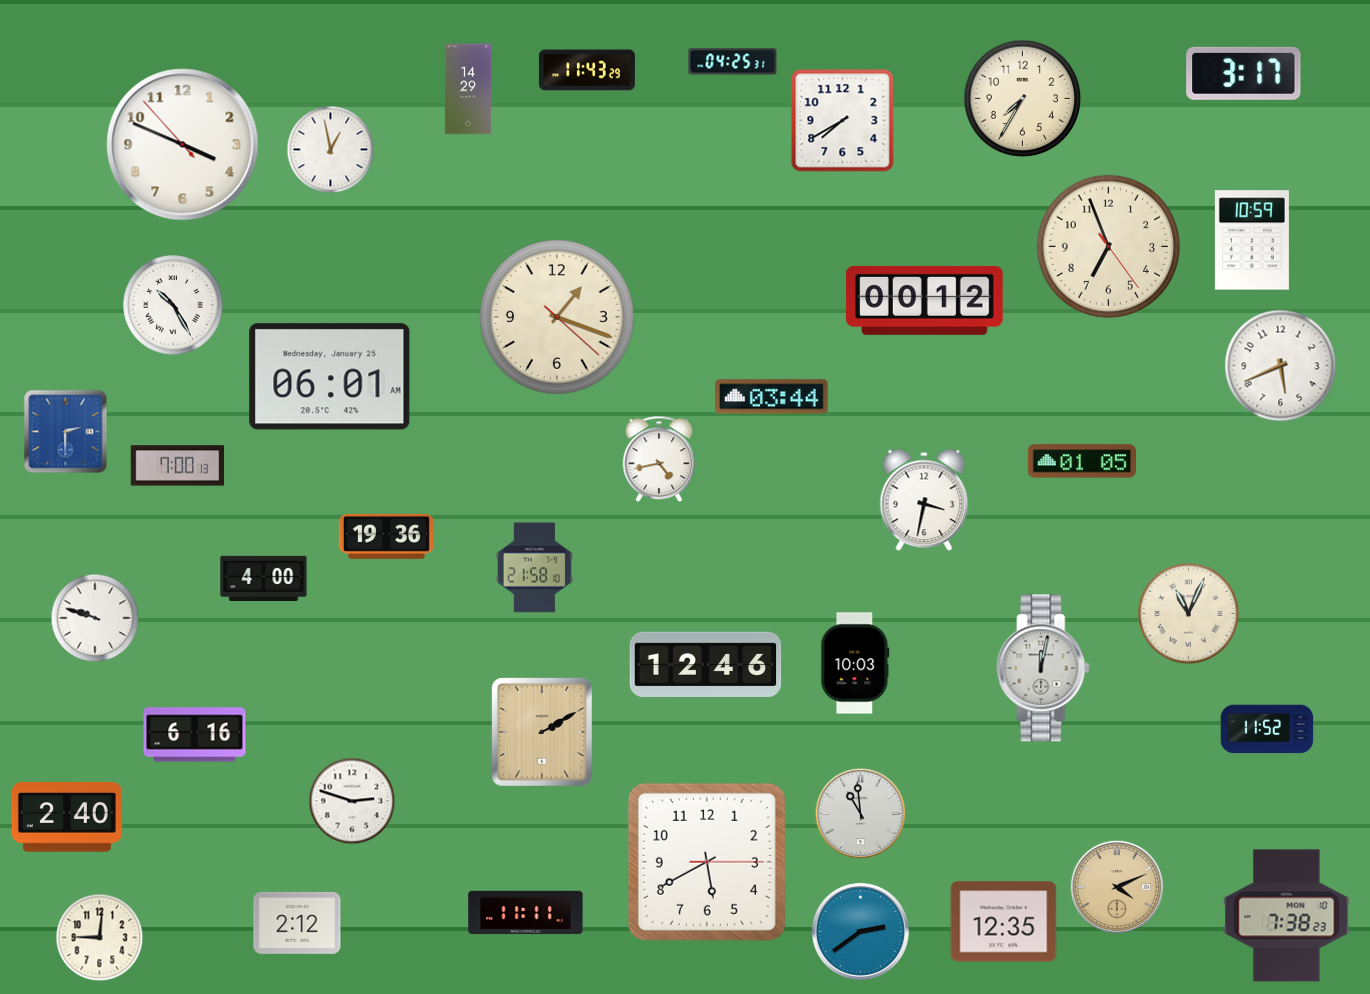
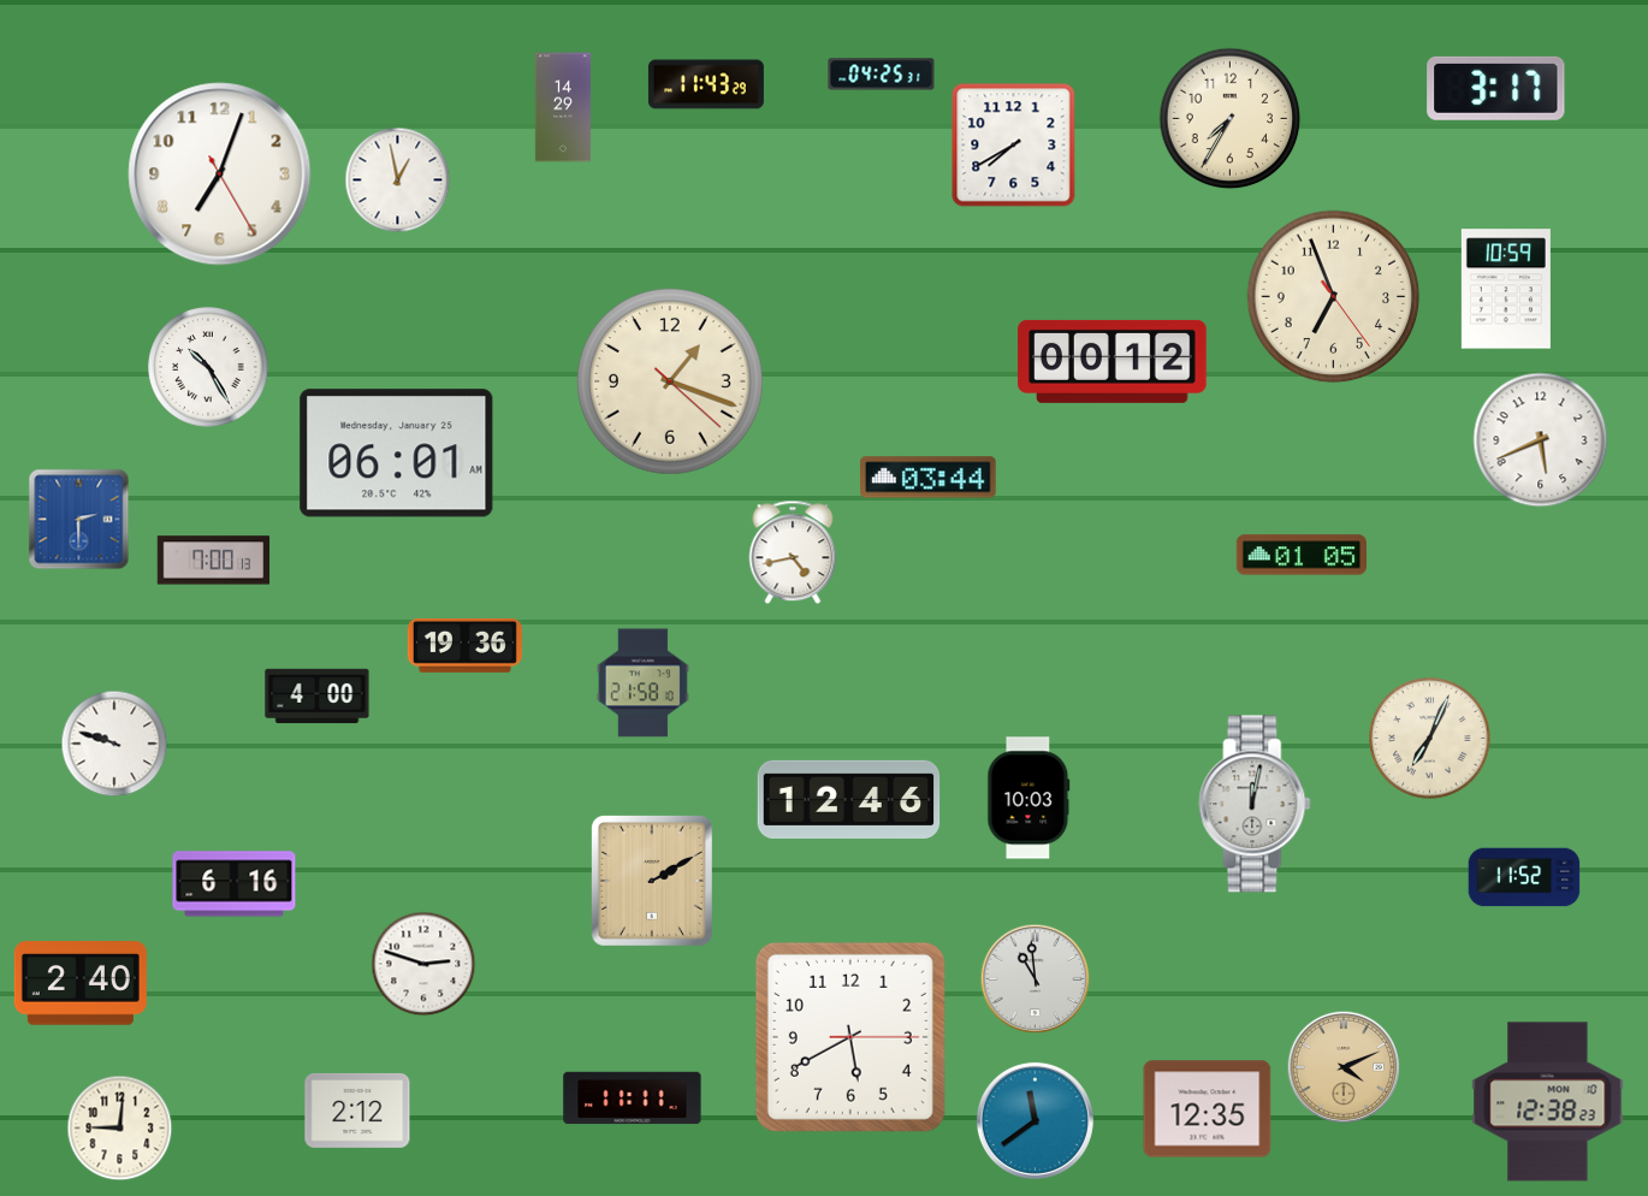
clock at (183, 145): 3:48 -> 7:03
clock at (924, 500): 3:32 -> none
clock at (1189, 614): 11:04 -> 7:04
clock at (1287, 916): 7:38 -> 12:38
clock at (860, 931): 2:39 -> 11:39
